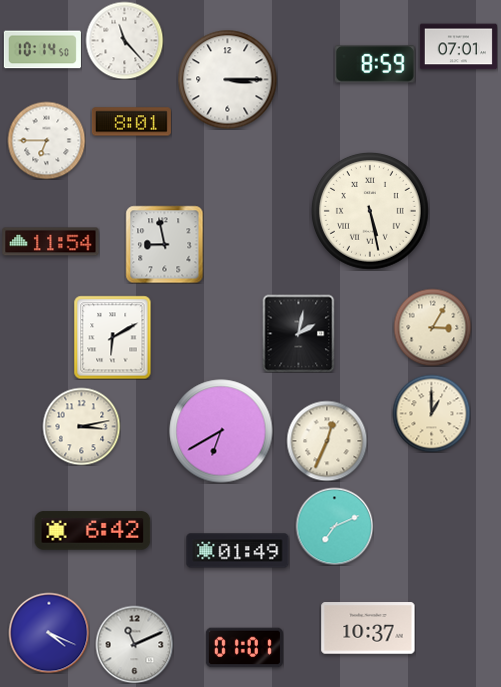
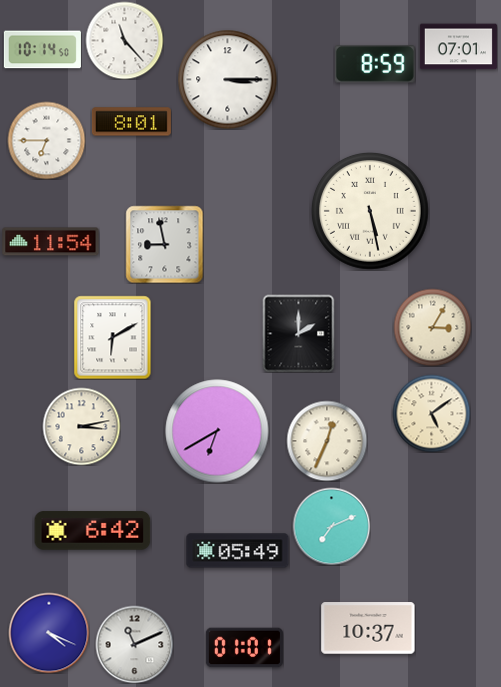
clock at (299, 333): 2:02 -> 2:00
clock at (431, 413): 1:00 -> 5:09
clock at (221, 431) position: (221, 431) -> (217, 431)
clock at (334, 526) position: (334, 526) -> (331, 526)
clock at (238, 551): 01:49 -> 05:49
